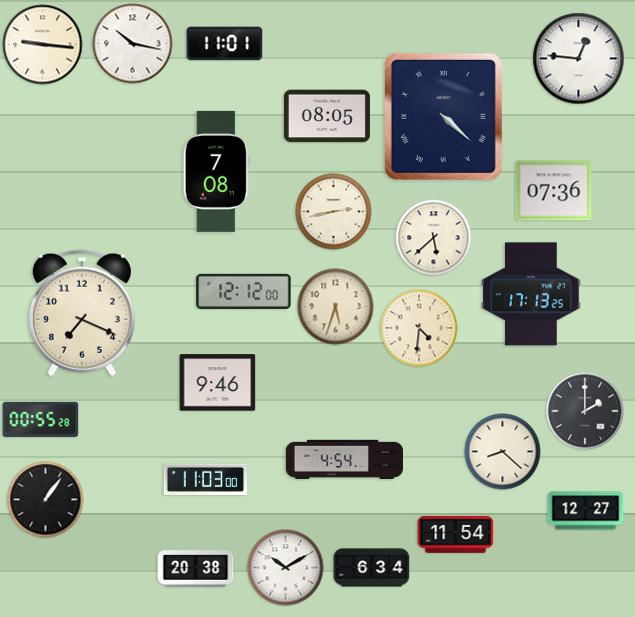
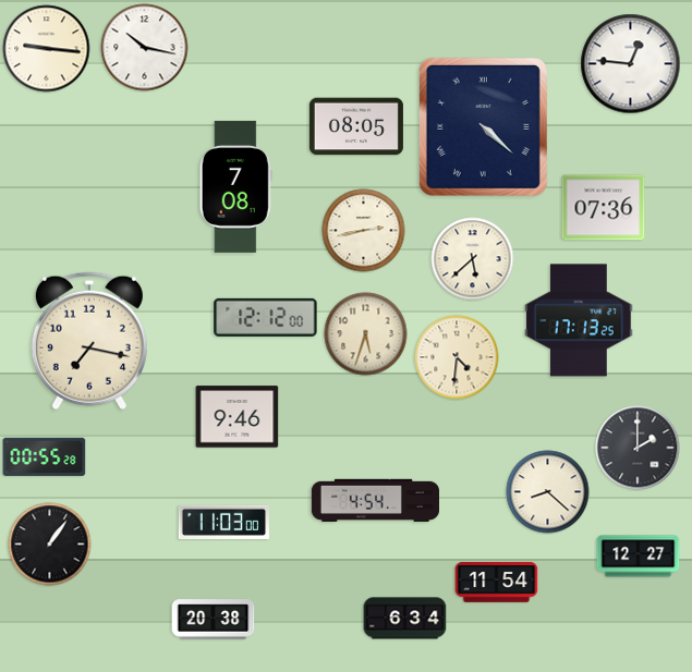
clock at (225, 44): 11:01 -> none
clock at (82, 313): 7:19 -> 7:17
clock at (286, 568): 10:10 -> none
